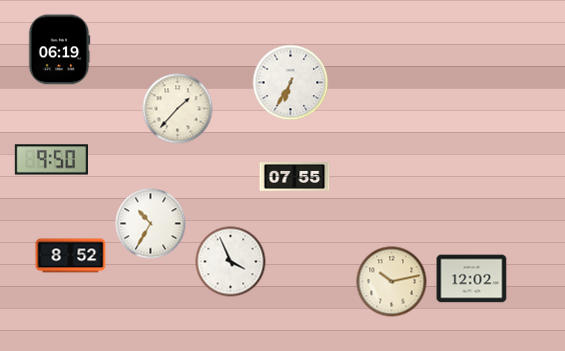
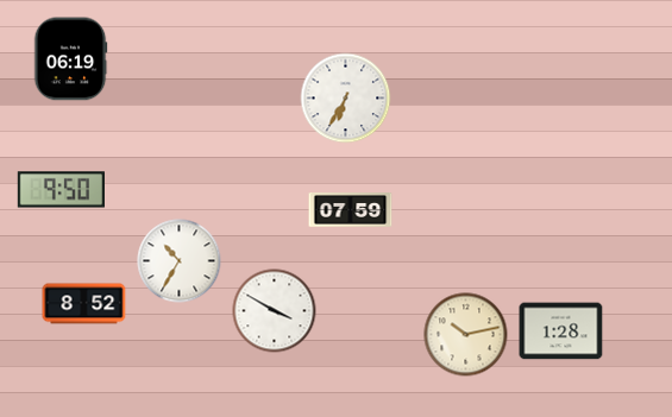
clock at (178, 109): 1:37 -> none
clock at (295, 177): 07:55 -> 07:59
clock at (151, 224) position: (151, 224) -> (180, 261)
clock at (231, 262): 3:56 -> 3:50
clock at (472, 279): 12:02 -> 1:28
